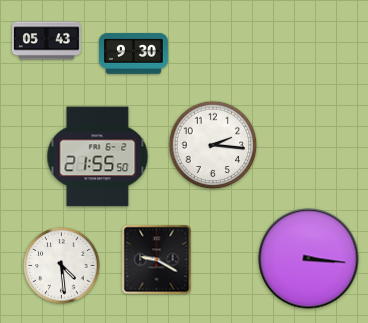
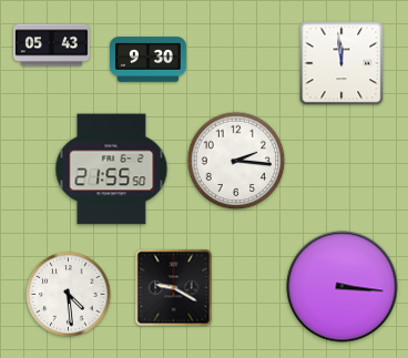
clock at (341, 63): none -> 11:59
clock at (98, 157) position: (98, 157) -> (112, 170)
